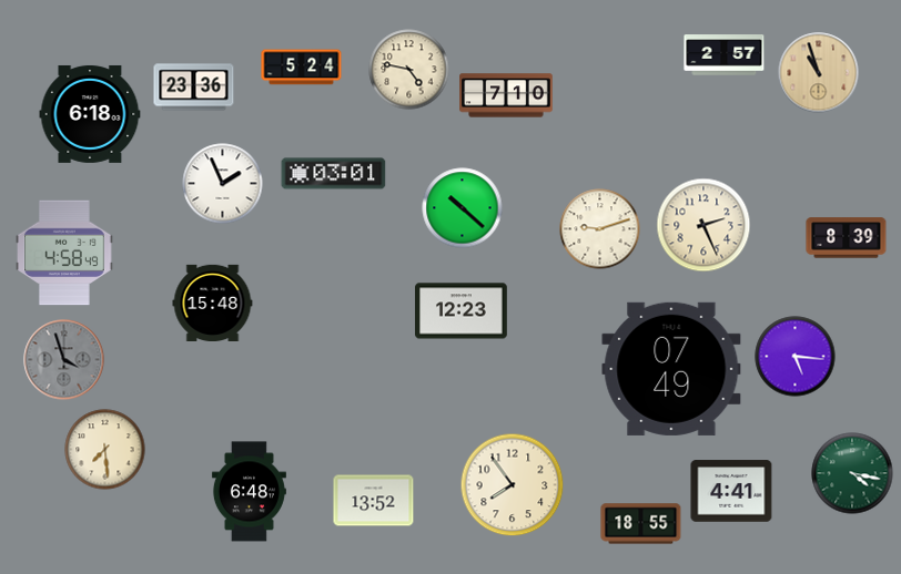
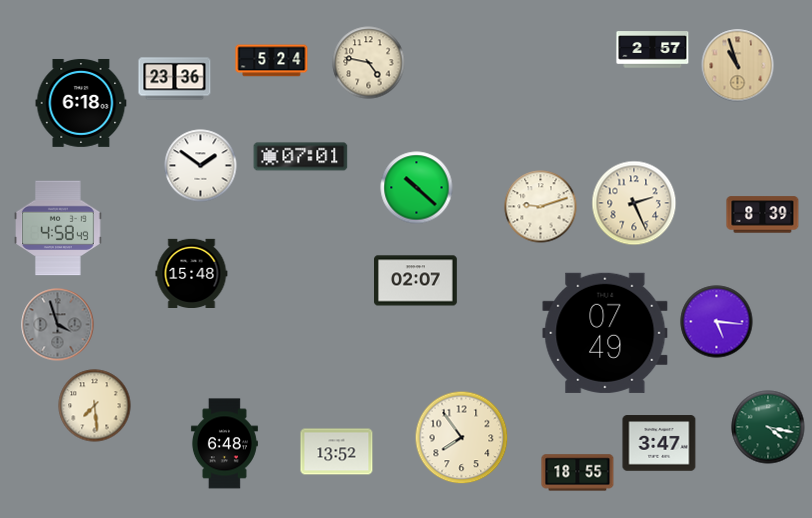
clock at (506, 95): 7:10 -> none
clock at (334, 174): 03:01 -> 07:01
clock at (223, 184): 1:56 -> 1:51
clock at (462, 311): 12:23 -> 02:07
clock at (731, 491): 4:41 -> 3:47
